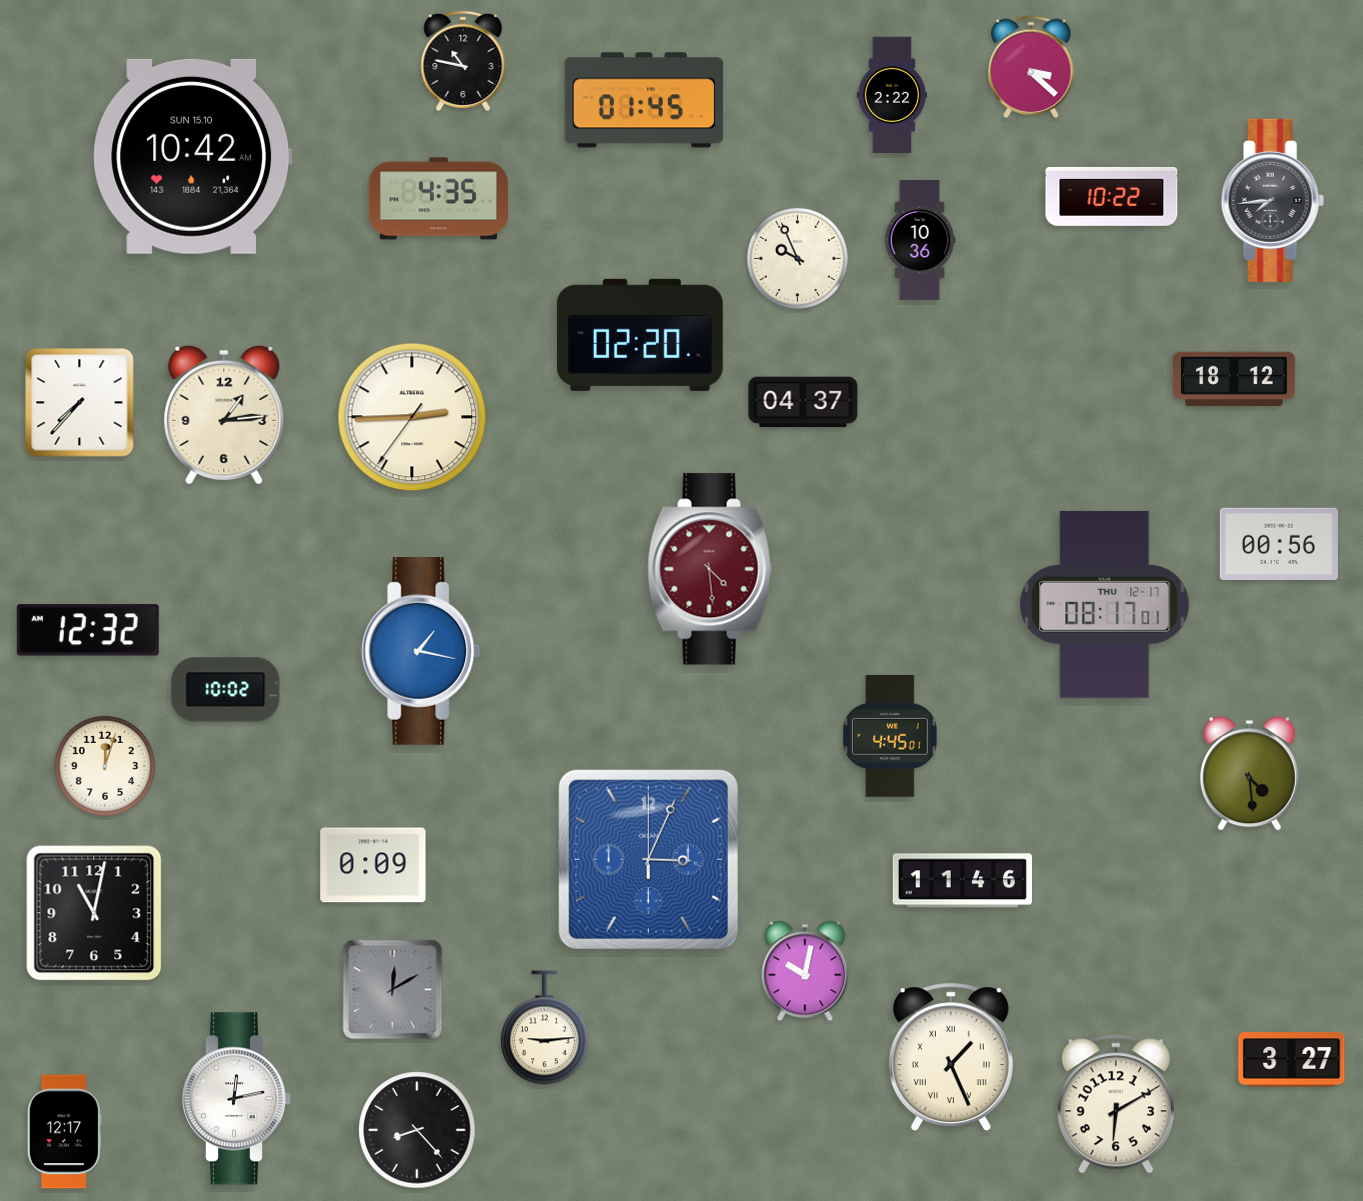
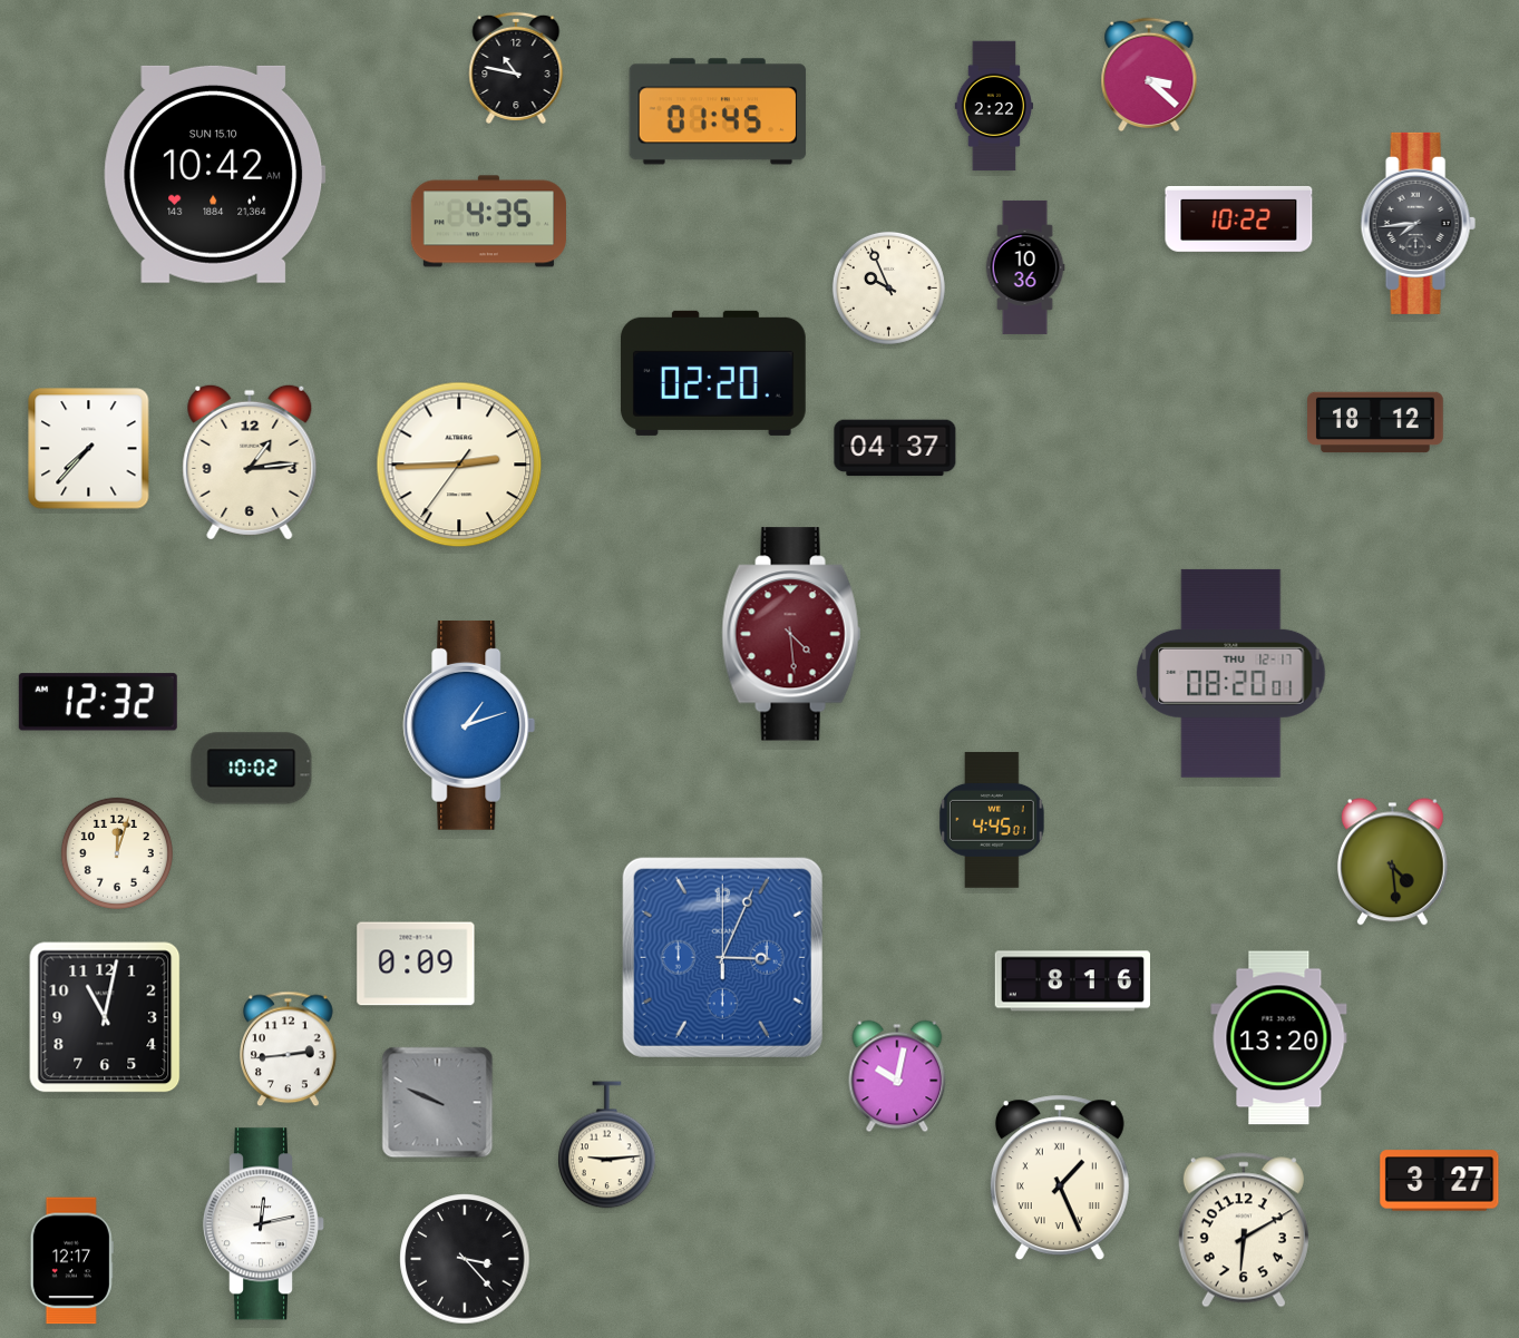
clock at (1279, 543): 00:56 -> none
clock at (1105, 604): 08:17 -> 08:20
clock at (421, 651): 1:17 -> 1:12
clock at (962, 881): 11:46 -> 8:16
clock at (1279, 1038): none -> 13:20
clock at (289, 1049): none -> 2:44
clock at (805, 971) position: (805, 971) -> (897, 1076)
clock at (393, 990): 12:10 -> 9:49
clock at (417, 1130): 8:23 -> 3:23
